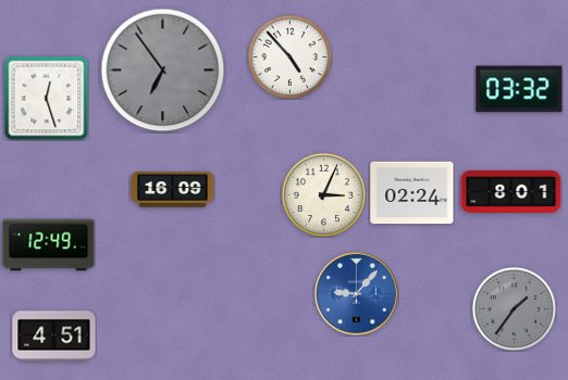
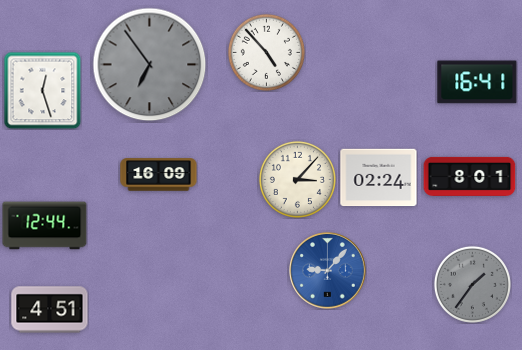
clock at (519, 89): 03:32 -> 16:41
clock at (323, 194): 3:04 -> 3:07
clock at (49, 245): 12:49 -> 12:44
